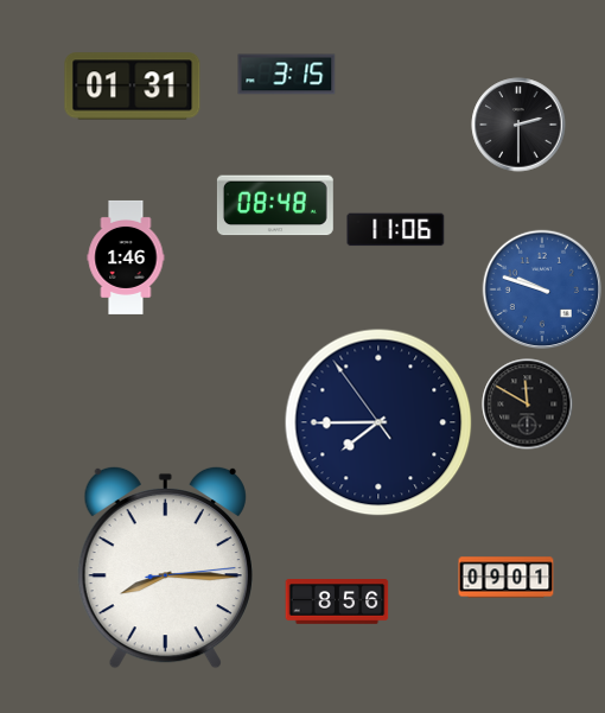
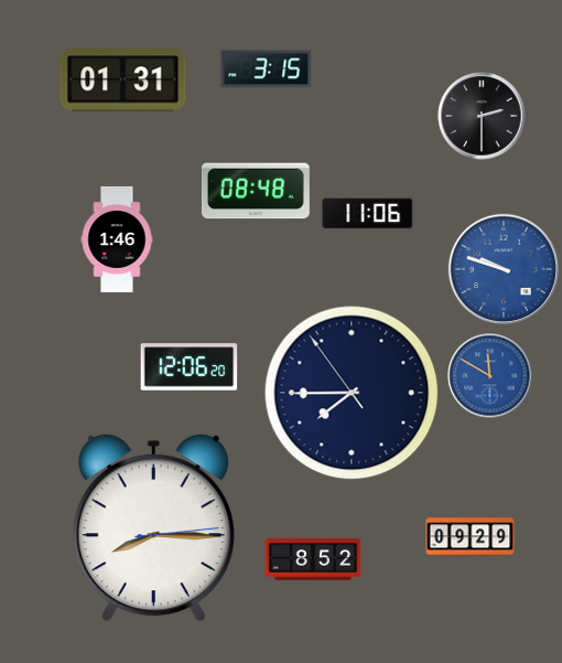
clock at (190, 367): none -> 12:06
clock at (528, 405) dial: black -> blue
clock at (507, 578): 09:01 -> 09:29
clock at (337, 601): 8:56 -> 8:52
